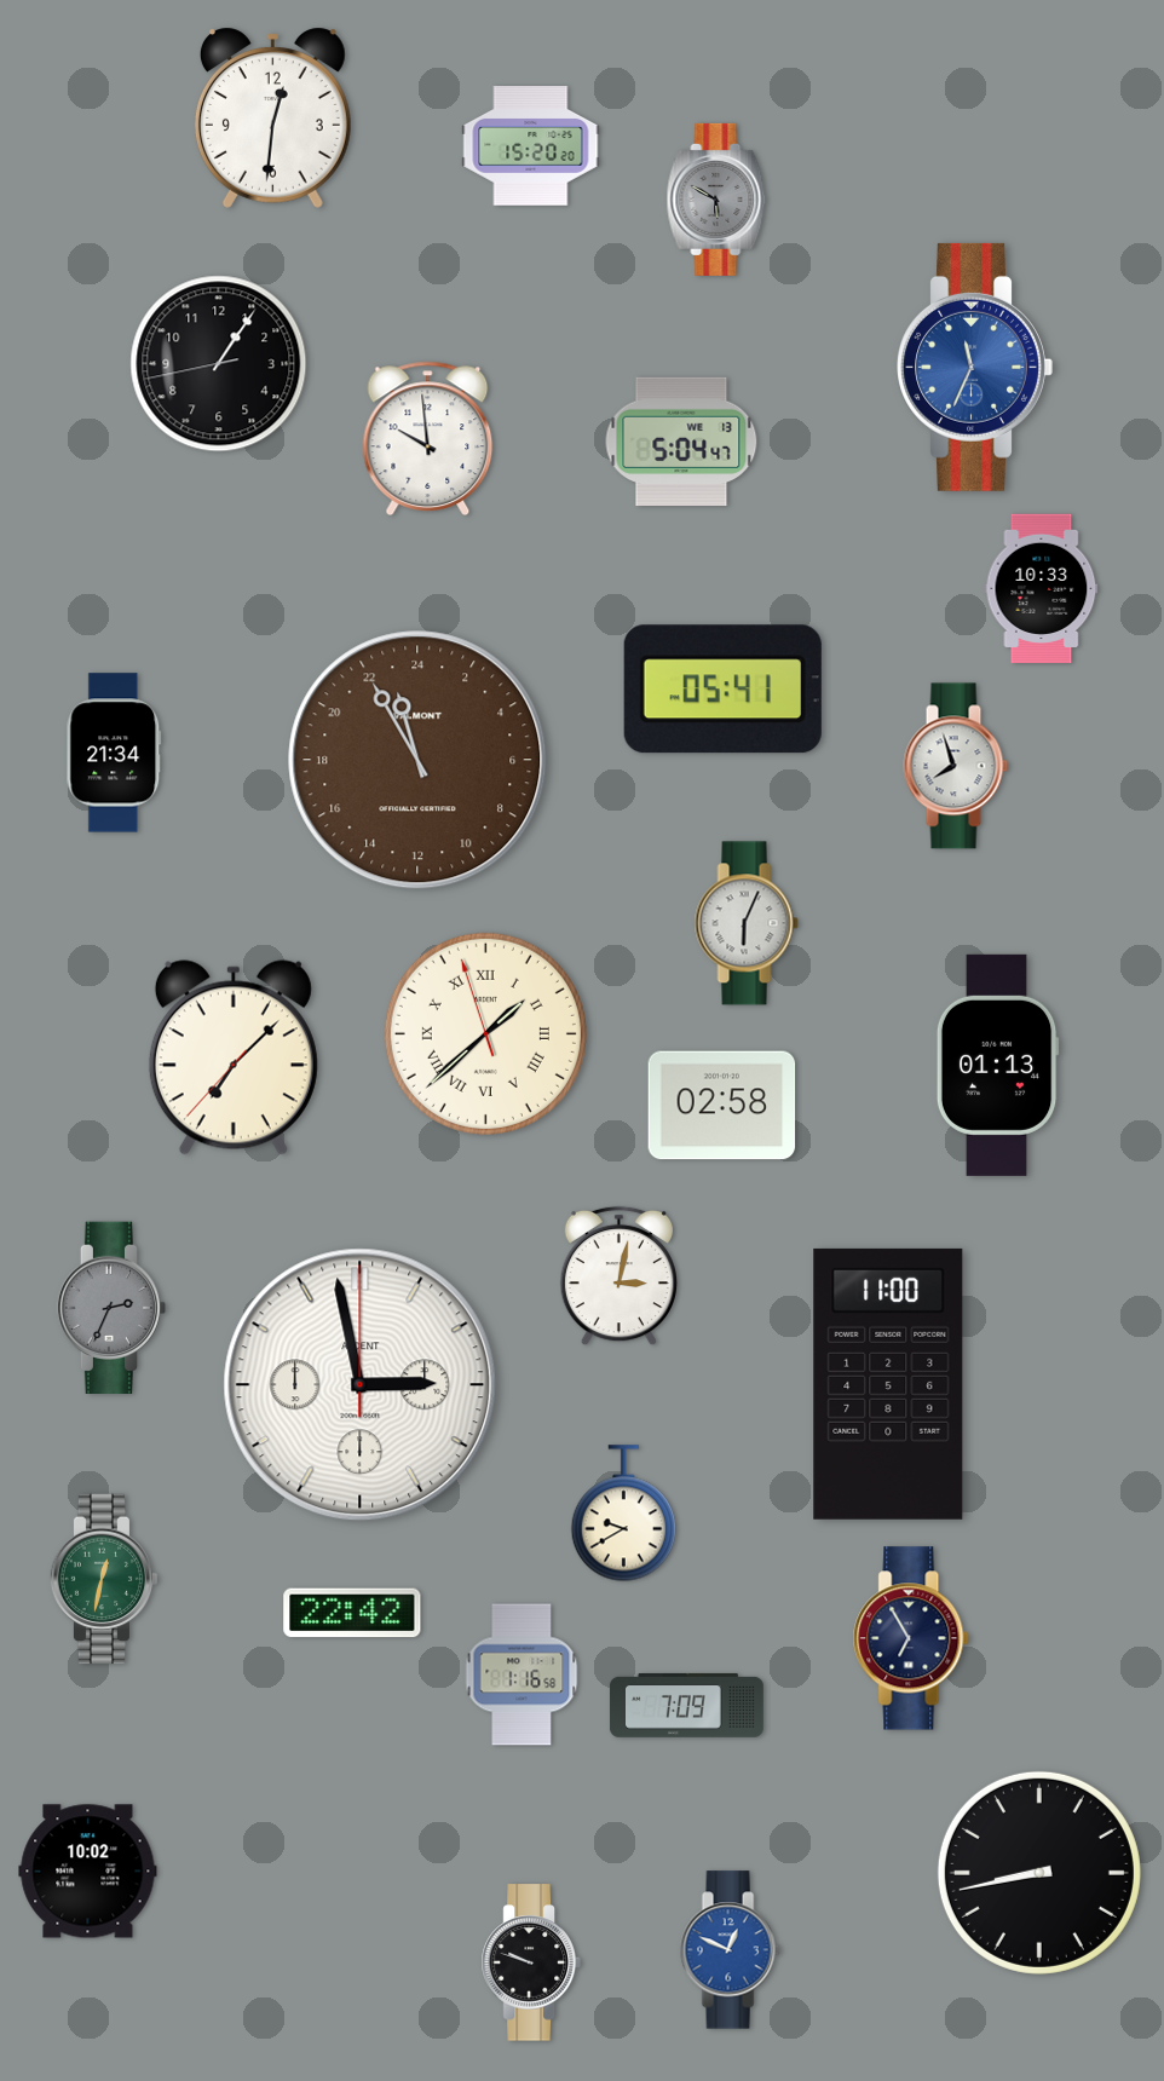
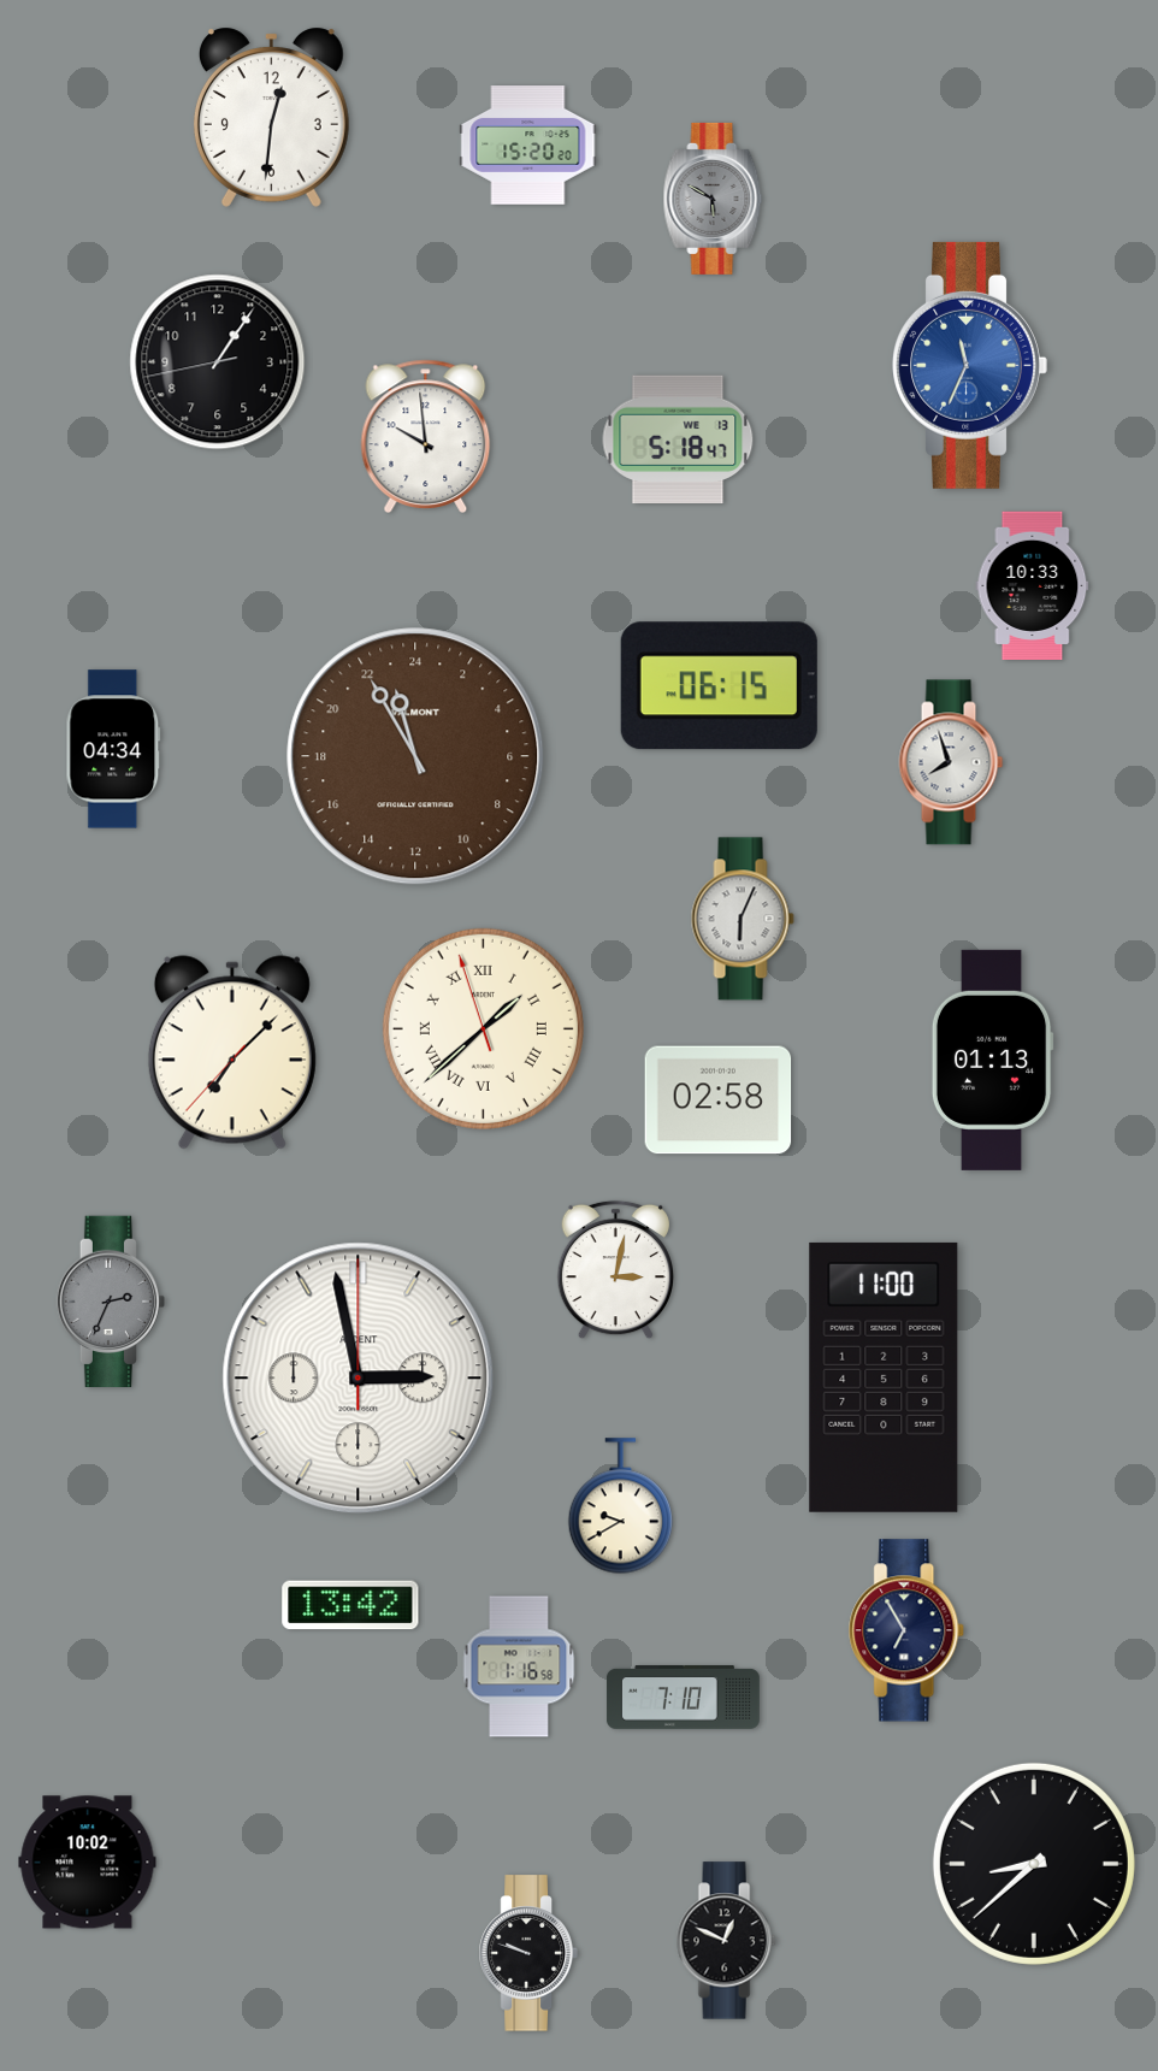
clock at (681, 442): 5:04 -> 5:18
clock at (1042, 588) position: (1042, 588) -> (1033, 585)
clock at (722, 690): 05:41 -> 06:15
clock at (114, 753): 21:34 -> 04:34
clock at (104, 1579): 12:32 -> none
clock at (352, 1613): 22:42 -> 13:42
clock at (686, 1705): 7:09 -> 7:10
clock at (1039, 1873): 8:43 -> 8:38
clock at (730, 1950) dial: blue -> black
